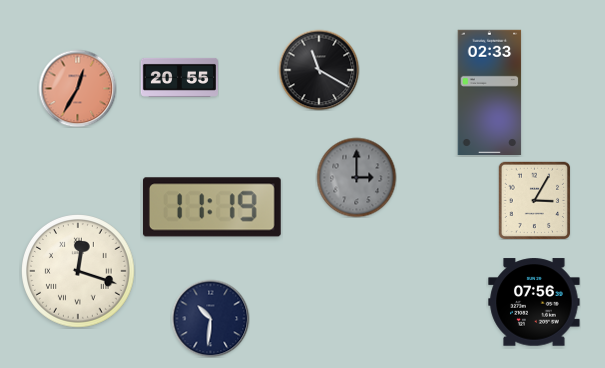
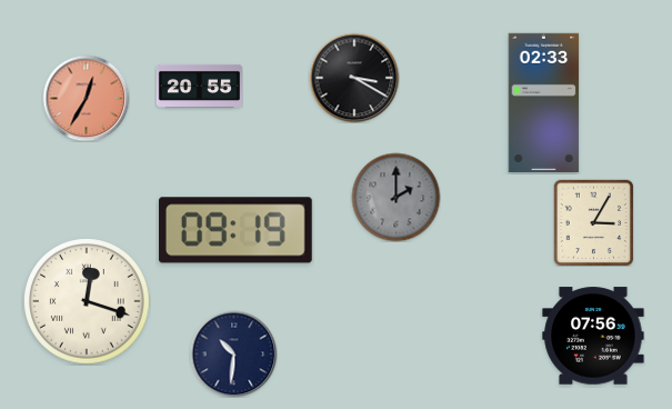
clock at (319, 70): 11:20 -> 3:20
clock at (356, 177): 3:00 -> 2:00
clock at (212, 207): 11:19 -> 09:19
